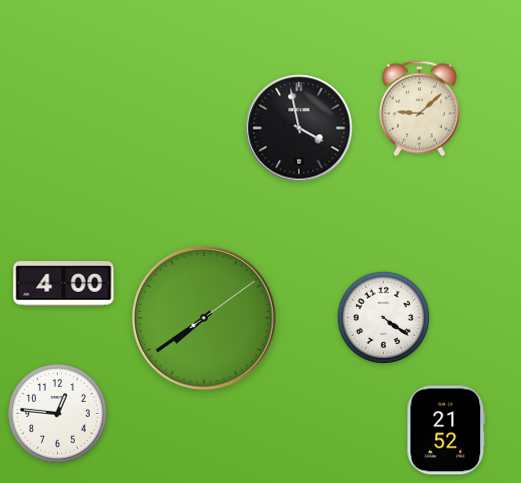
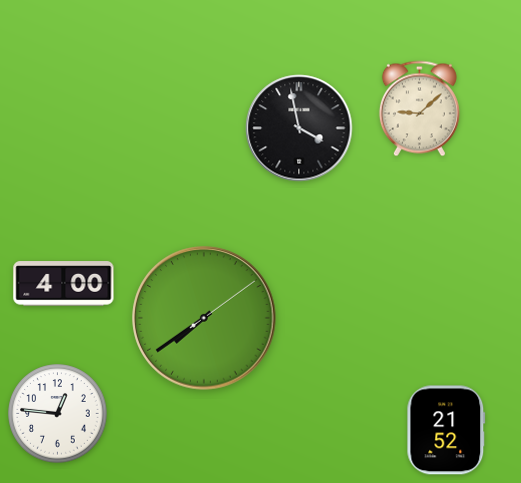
clock at (383, 317): 4:21 -> none
